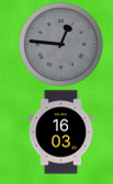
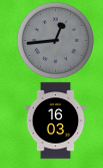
clock at (60, 44): 12:46 -> 12:44
